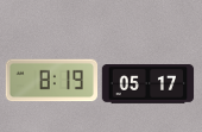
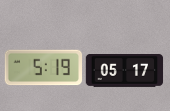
clock at (51, 81): 8:19 -> 5:19
